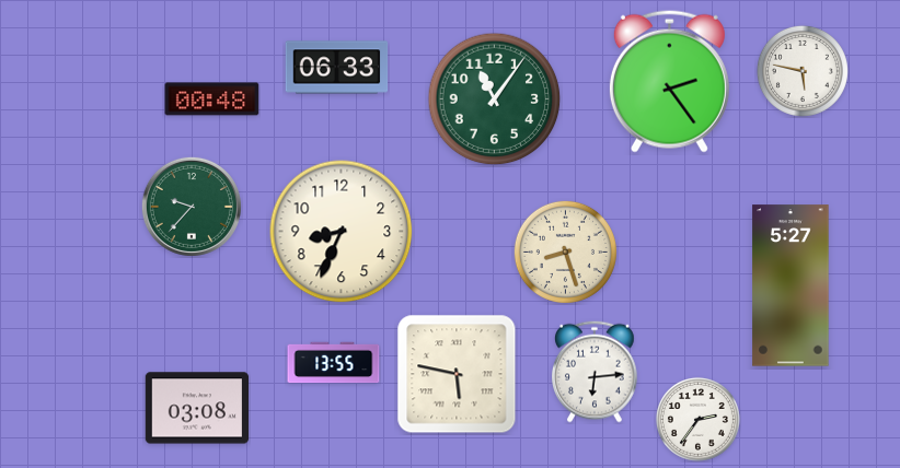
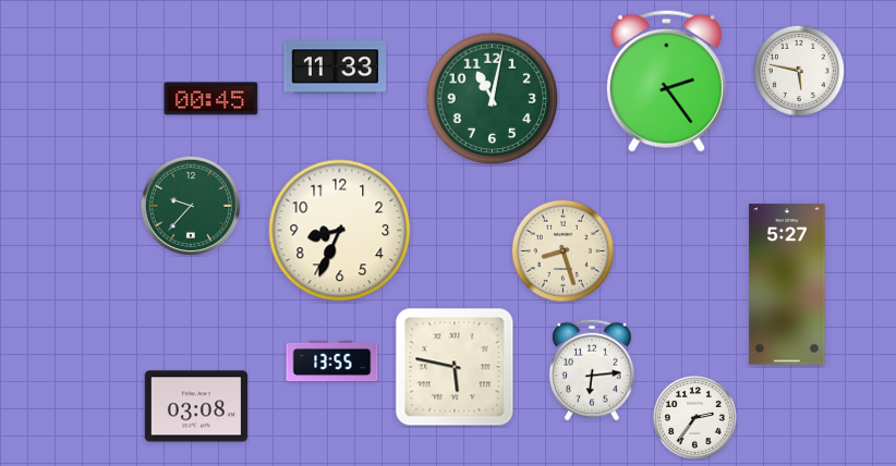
clock at (337, 68): 06:33 -> 11:33
clock at (212, 100): 00:48 -> 00:45
clock at (495, 100): 11:06 -> 11:02
clock at (457, 374) position: (457, 374) -> (455, 367)
